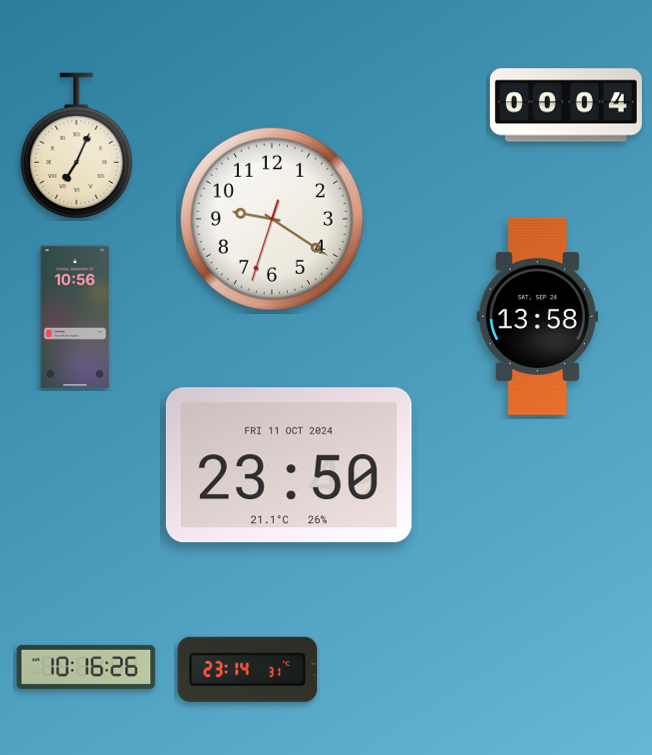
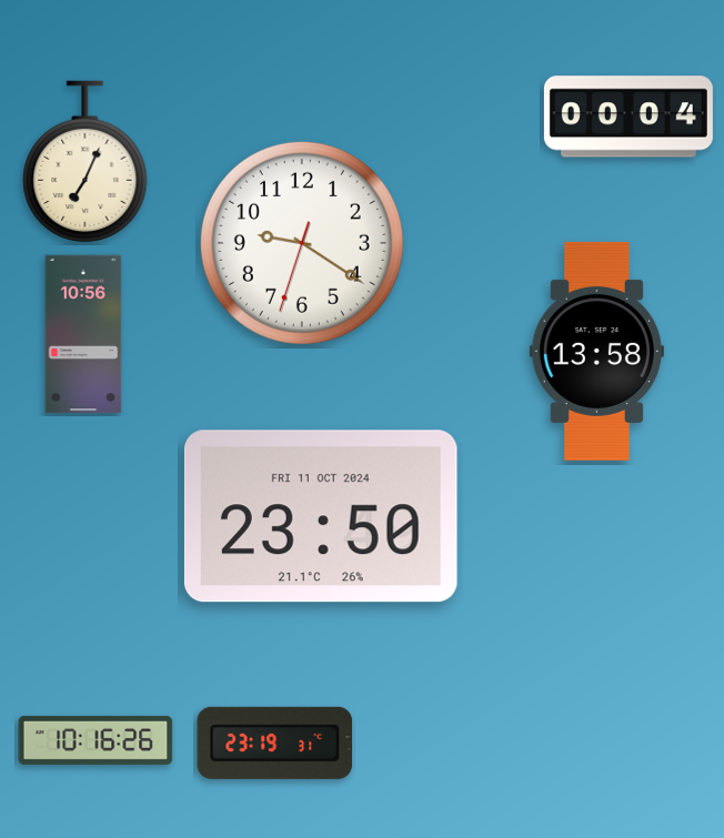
clock at (75, 317) position: (75, 317) -> (83, 334)
clock at (248, 669): 23:14 -> 23:19
